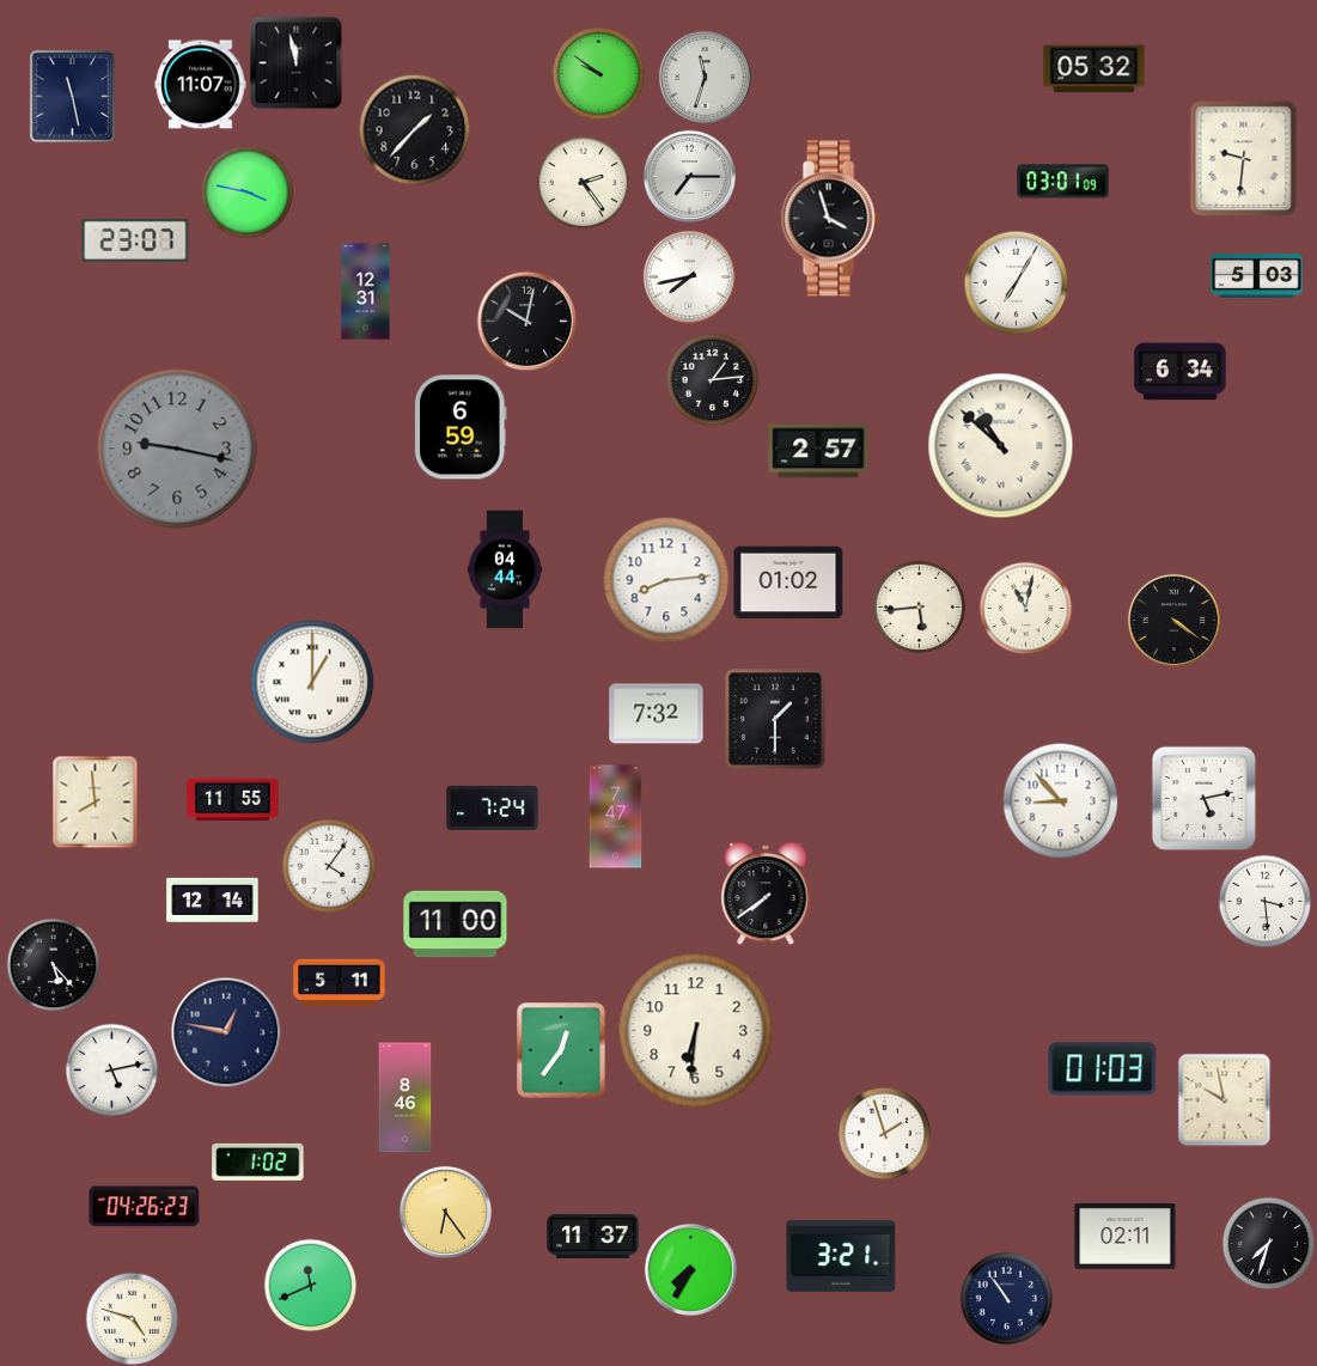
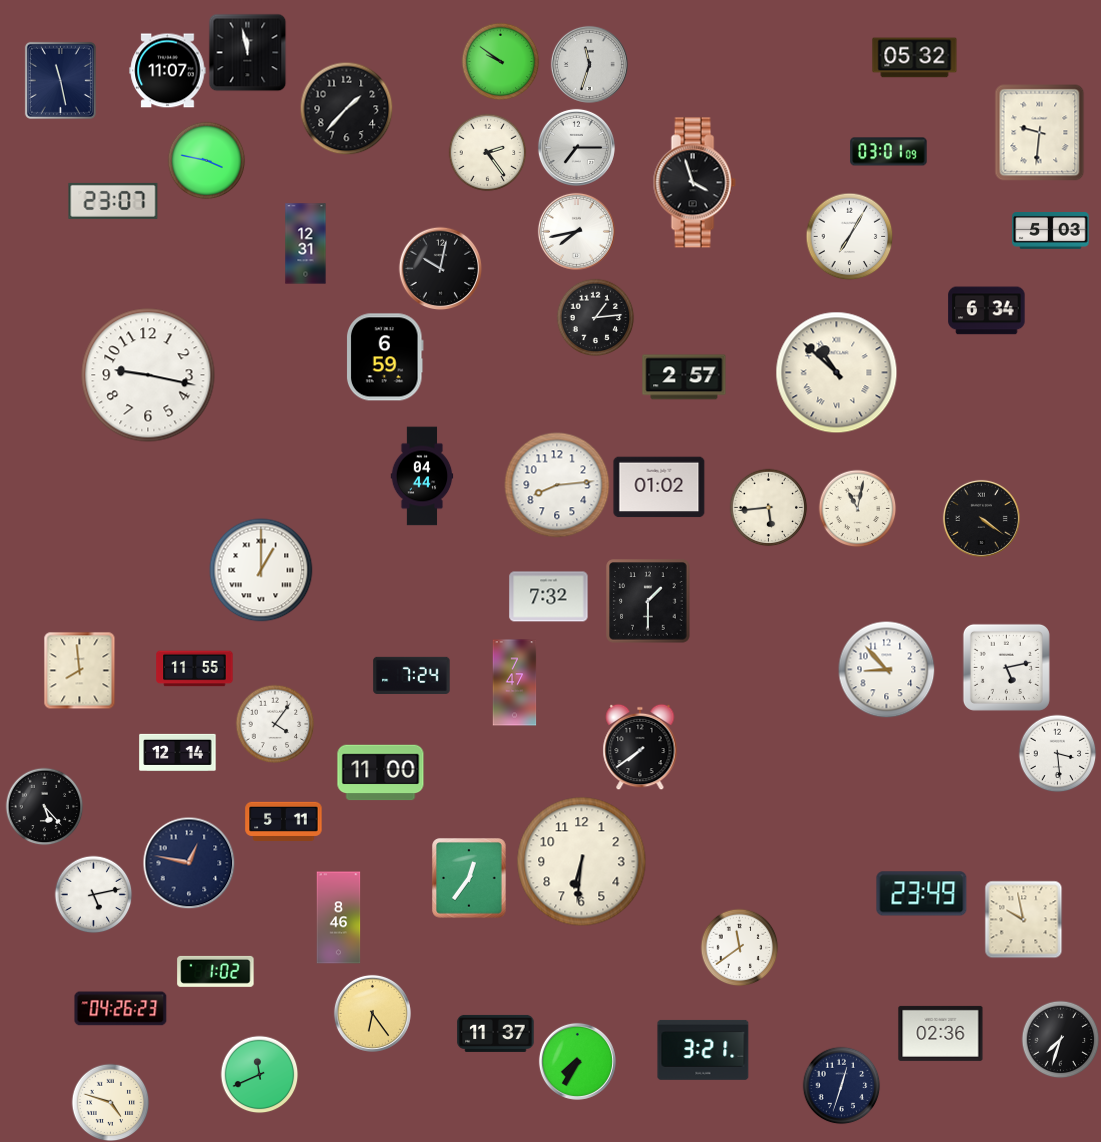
clock at (177, 449) dial: grey -> white
clock at (1103, 1069): 01:03 -> 23:49
clock at (884, 1133): 1:57 -> 11:39
clock at (1126, 1236): 02:11 -> 02:36
clock at (1006, 1298): 10:54 -> 12:33
